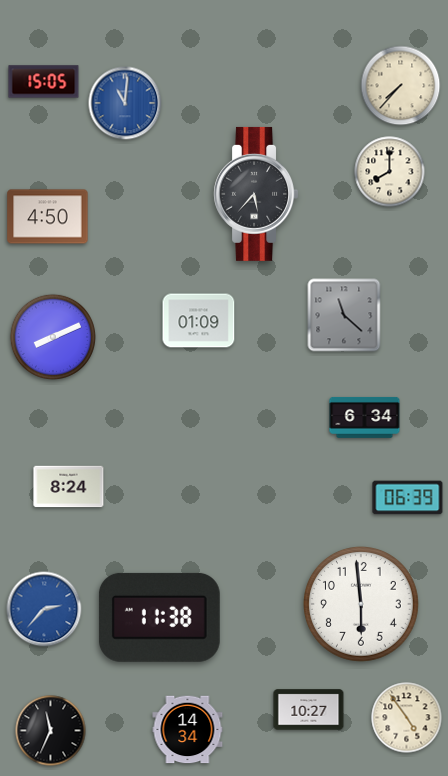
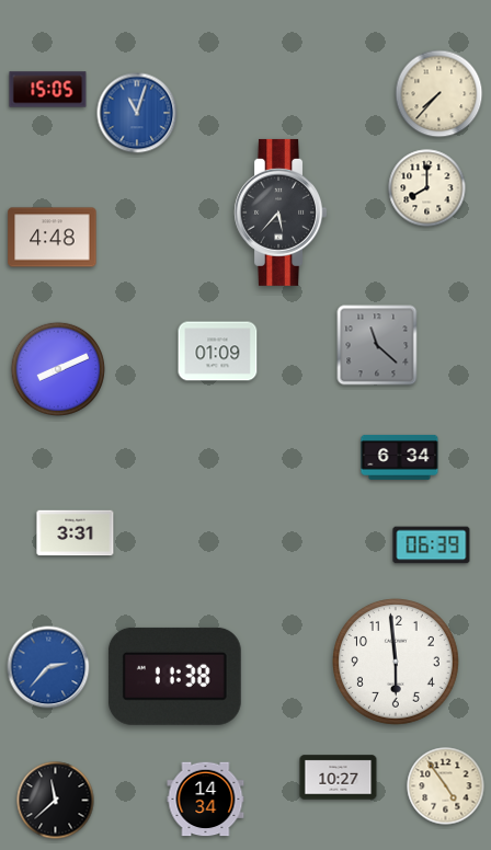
clock at (125, 103): 11:01 -> 11:03
clock at (48, 217): 4:50 -> 4:48
clock at (69, 487): 8:24 -> 3:31
clock at (408, 498) position: (408, 498) -> (432, 545)
clock at (51, 731): 11:34 -> 11:38
